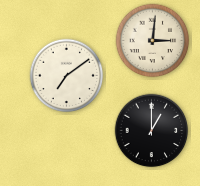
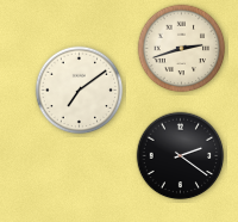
clock at (153, 41): 3:01 -> 2:42
clock at (152, 131): 1:00 -> 2:21
